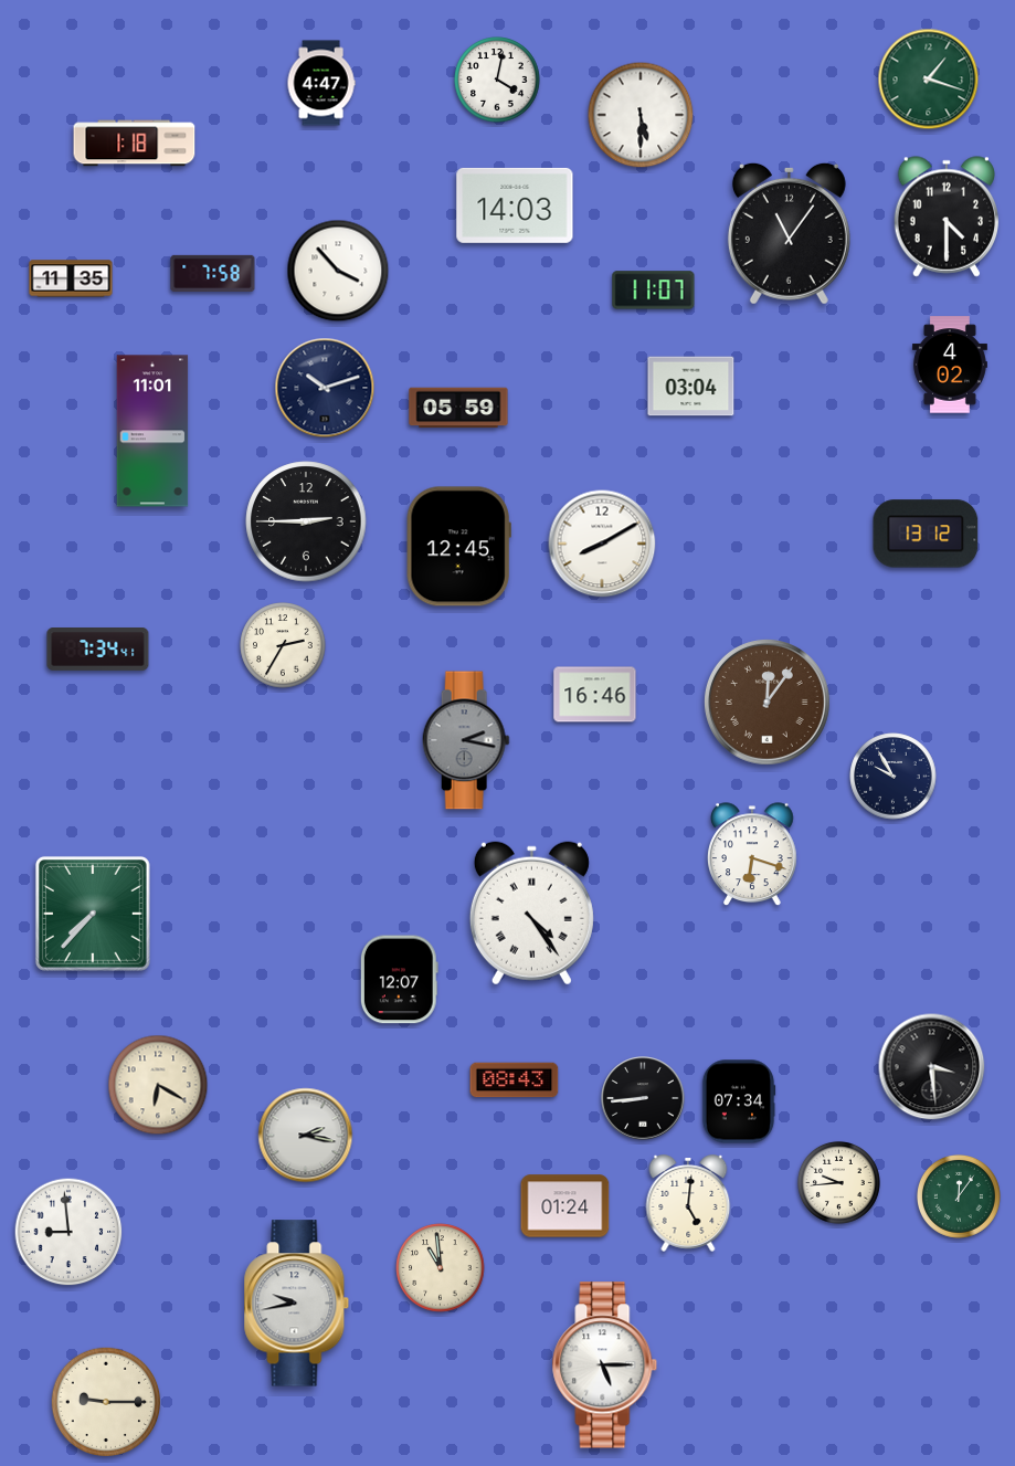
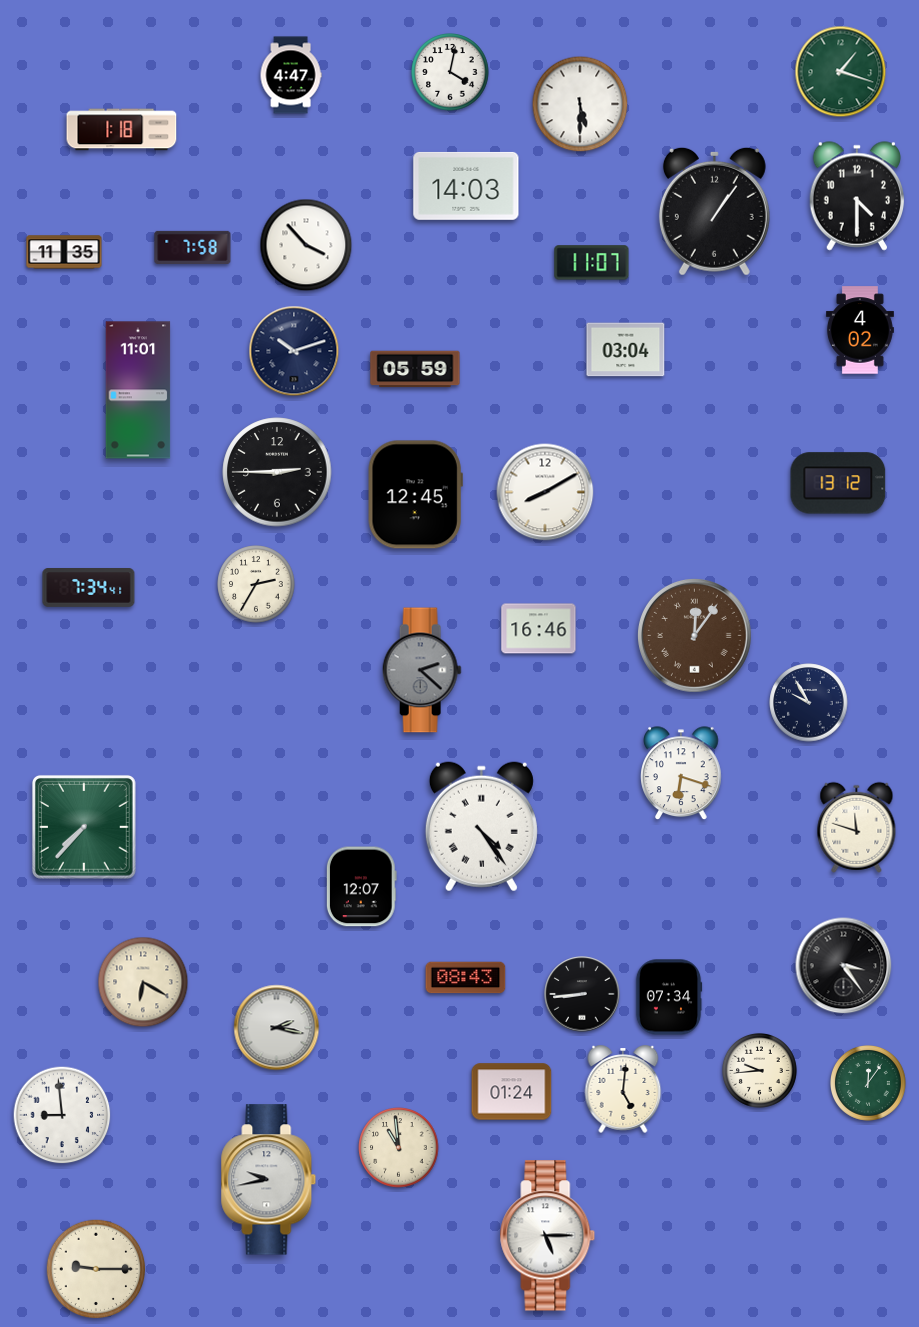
clock at (789, 233): 11:06 -> 1:06
clock at (466, 740): 2:17 -> 2:22
clock at (857, 827): none -> 11:48
clock at (932, 1067): 3:29 -> 3:24
